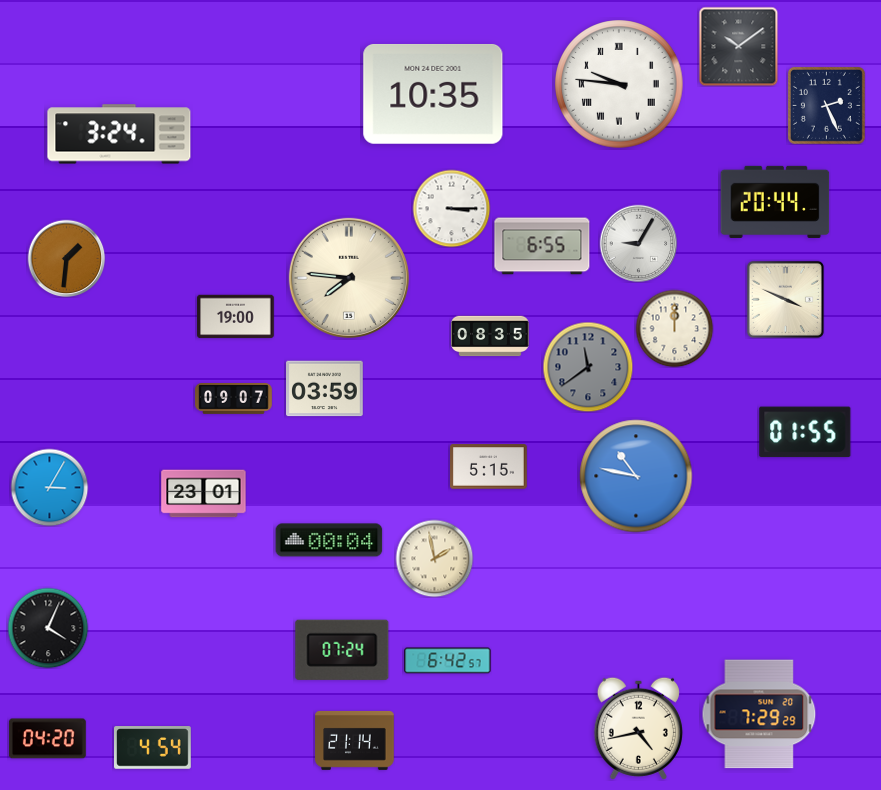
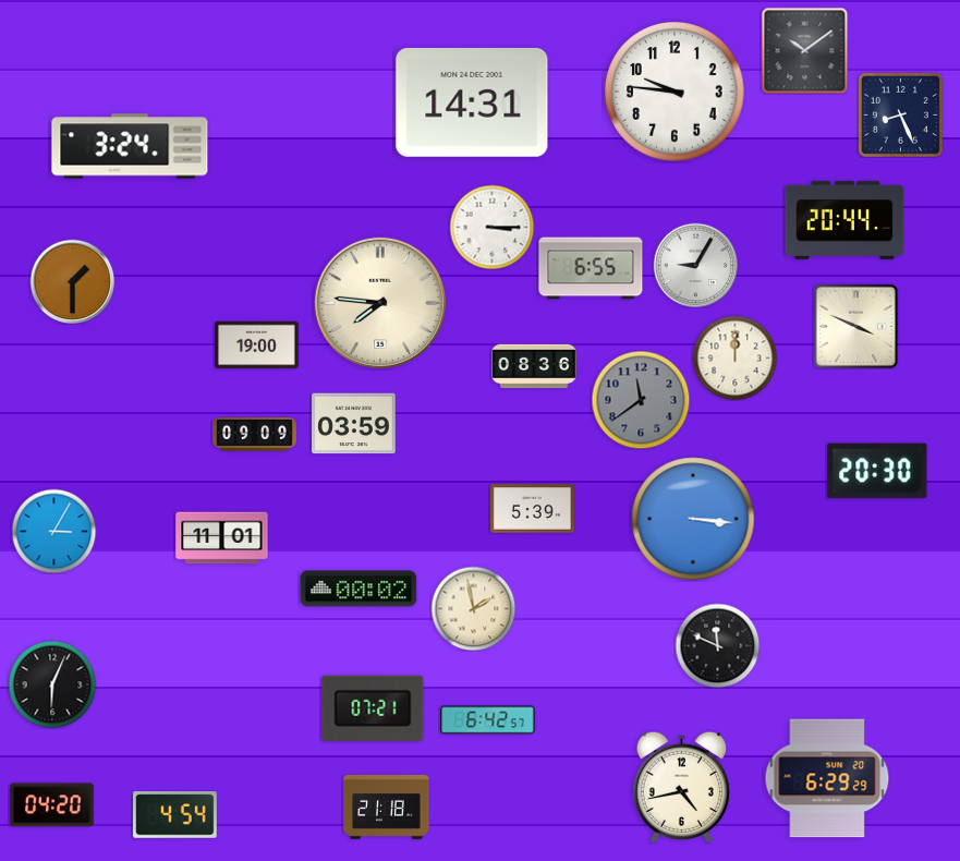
clock at (619, 84) numerals: Roman -> Arabic
clock at (433, 94): 10:35 -> 14:31
clock at (826, 105): 2:26 -> 8:26
clock at (66, 258): 1:31 -> 1:30
clock at (490, 336): 08:35 -> 08:36
clock at (234, 399): 09:07 -> 09:09
clock at (805, 432): 01:55 -> 20:30
clock at (489, 467): 5:15 -> 5:39
clock at (636, 476): 10:47 -> 3:16
clock at (204, 494): 23:01 -> 11:01
clock at (329, 540): 00:04 -> 00:02
clock at (717, 645): none -> 11:49
clock at (48, 628): 4:04 -> 6:04
clock at (342, 650): 07:24 -> 07:21
clock at (759, 714): 7:29 -> 6:29
clock at (638, 728) position: (638, 728) -> (681, 787)
clock at (355, 741): 21:14 -> 21:18
clock at (153, 748) position: (153, 748) -> (175, 815)
